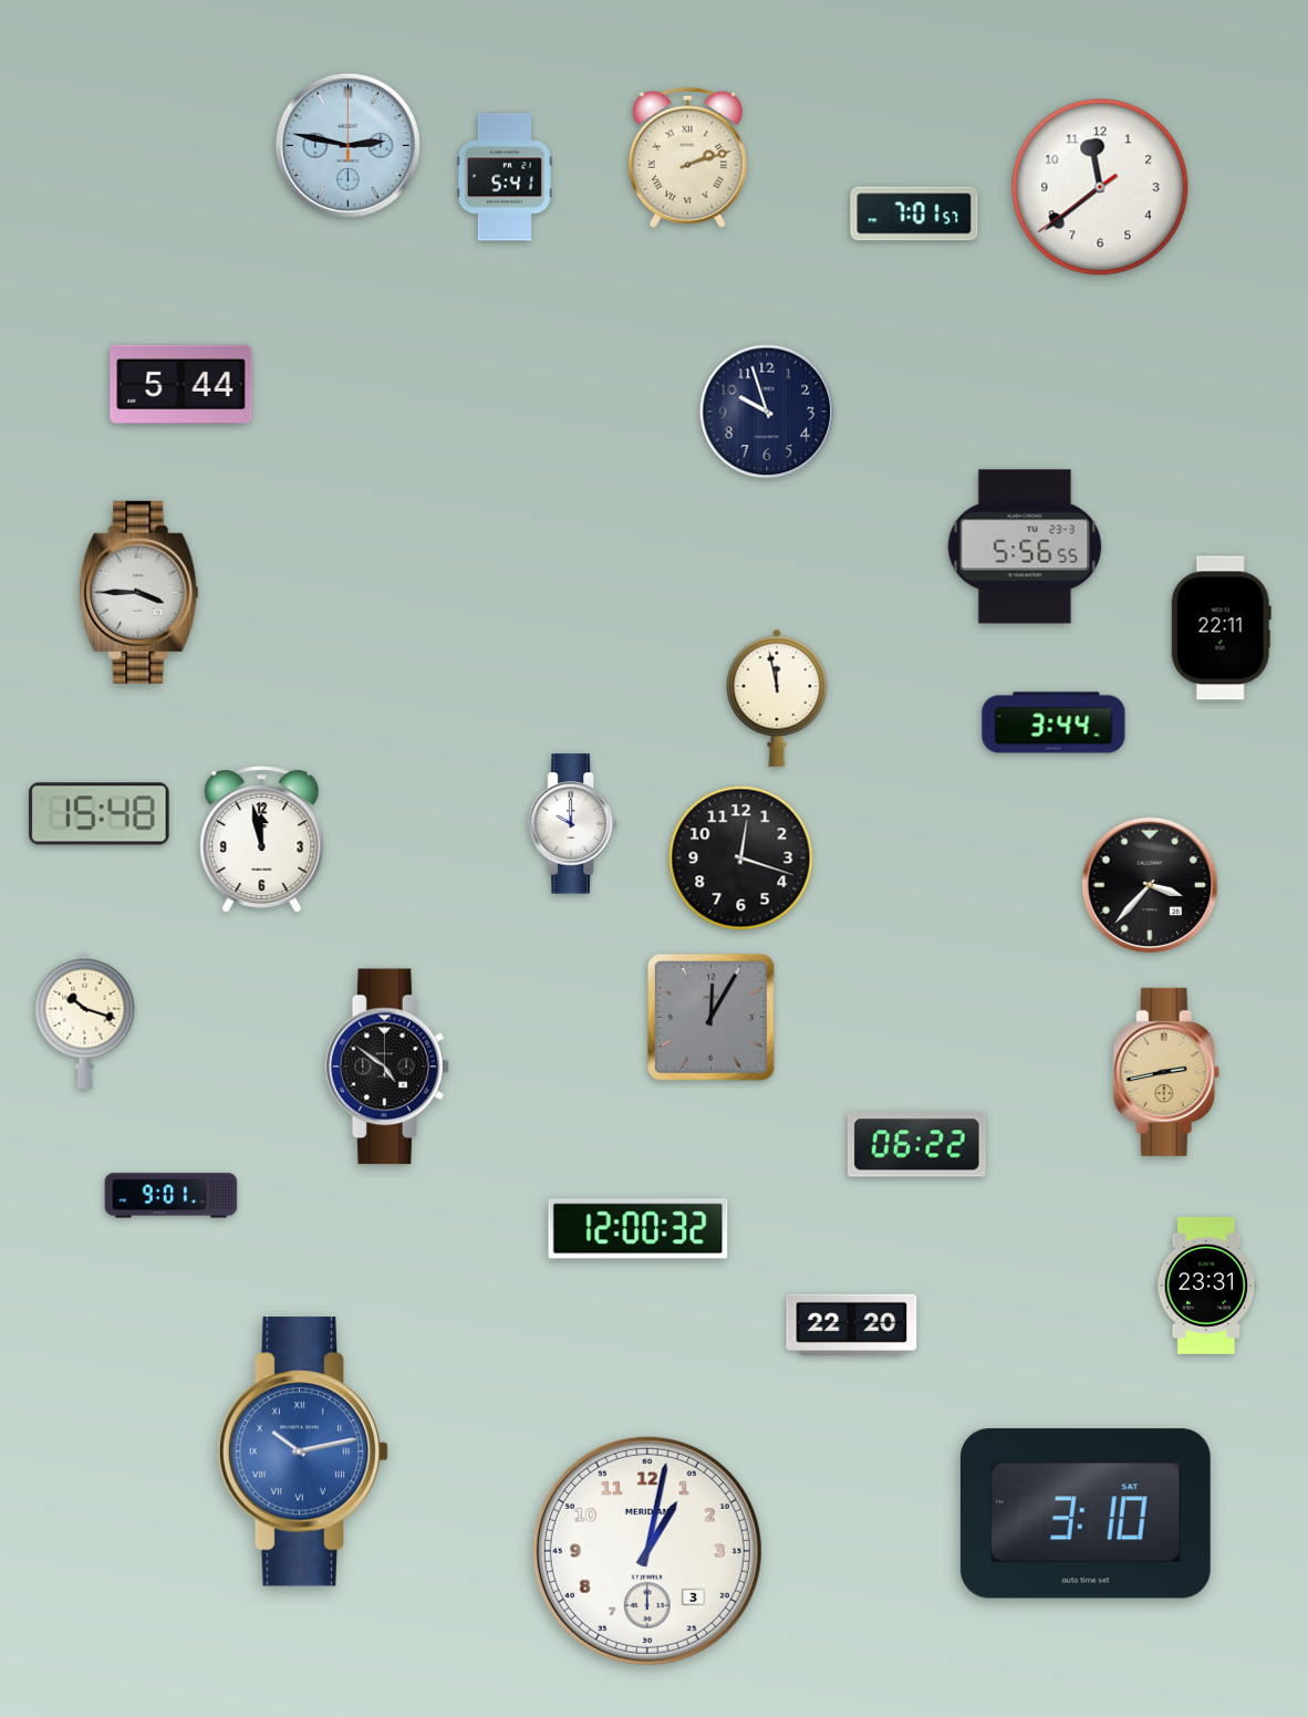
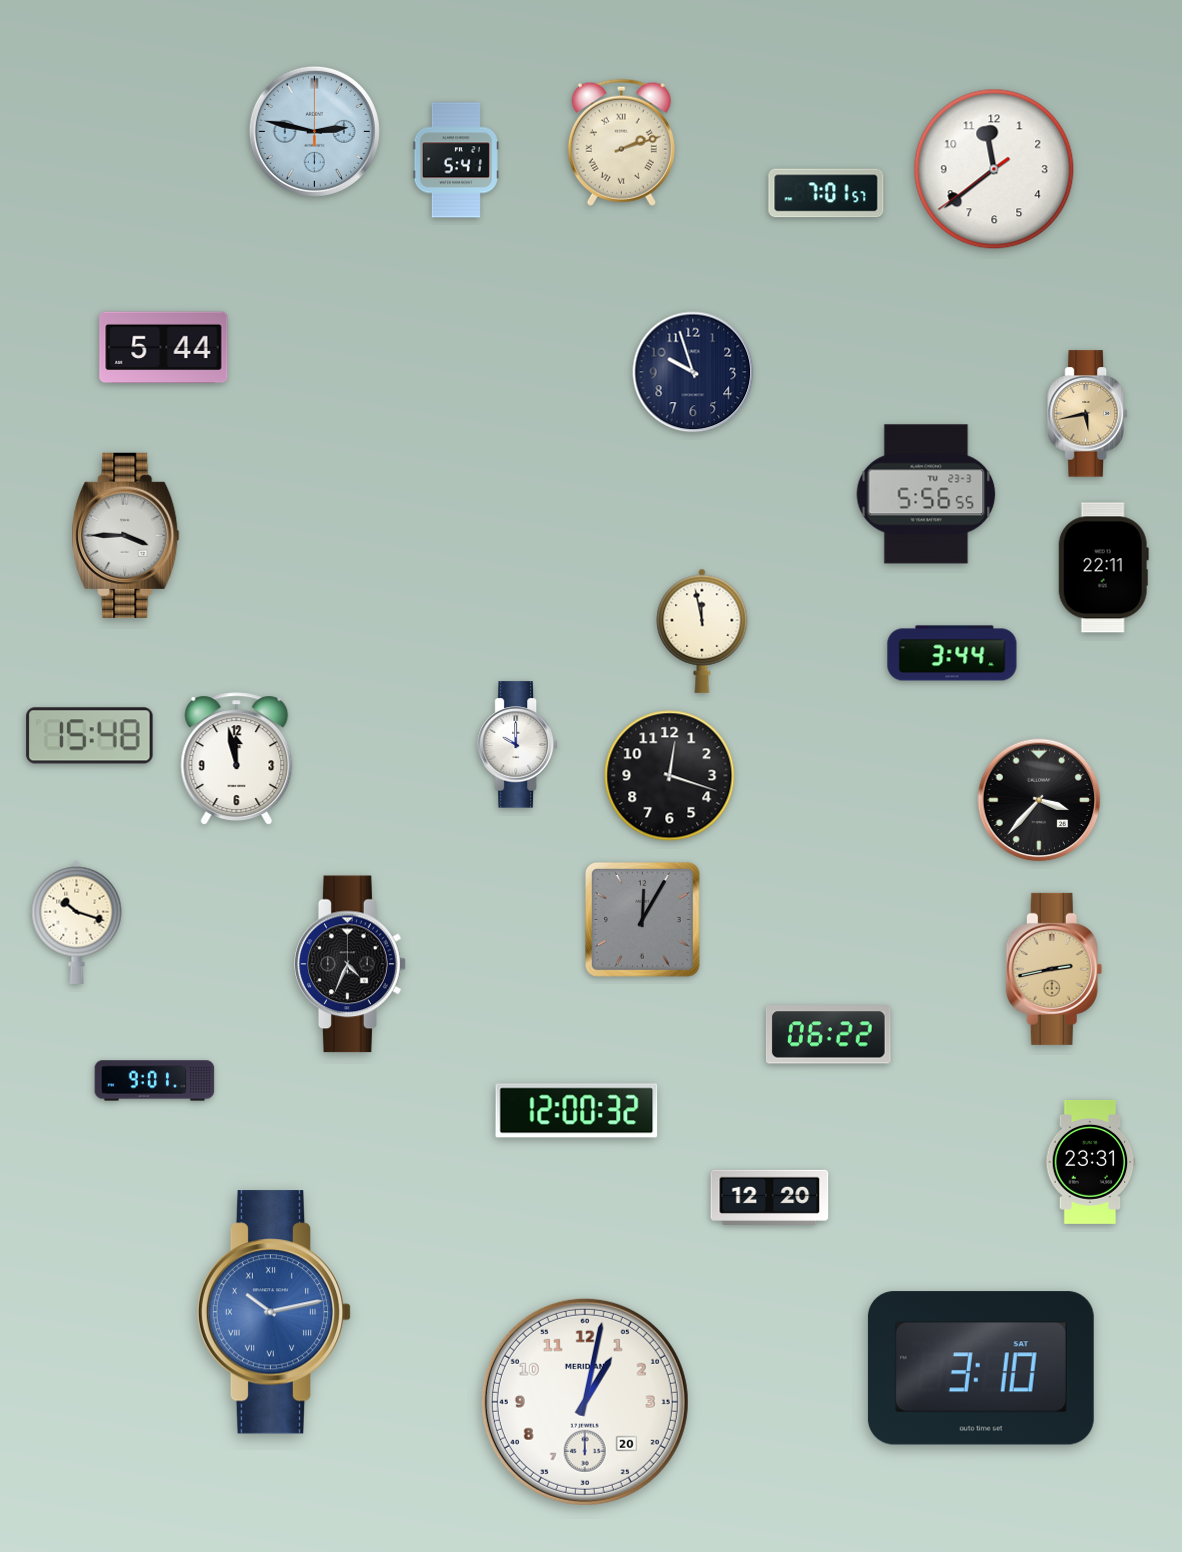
clock at (1088, 414): none -> 5:43
clock at (387, 1066): 4:51 -> 4:34
clock at (852, 1324): 22:20 -> 12:20
clock at (647, 1551) date: 3 -> 20
